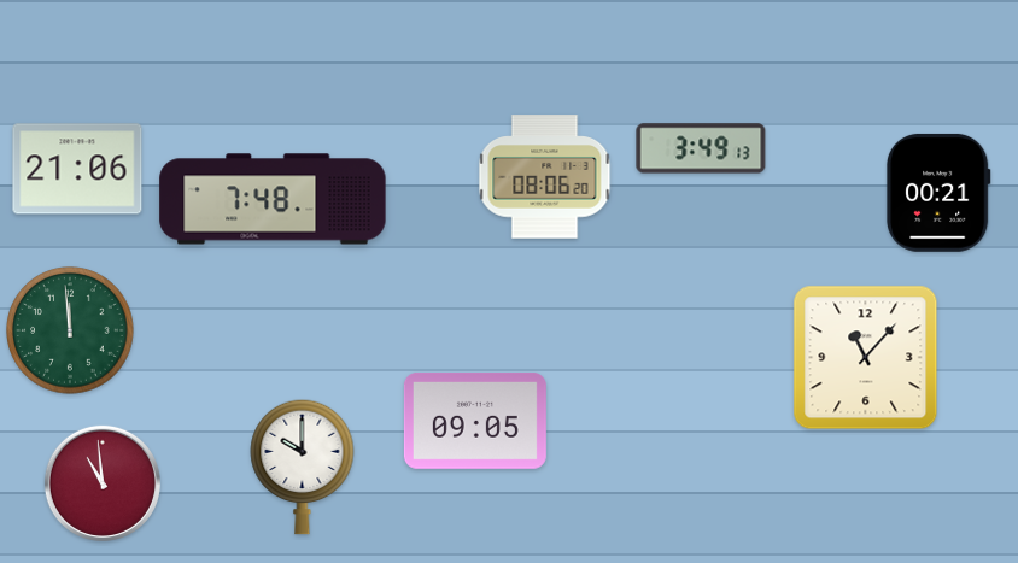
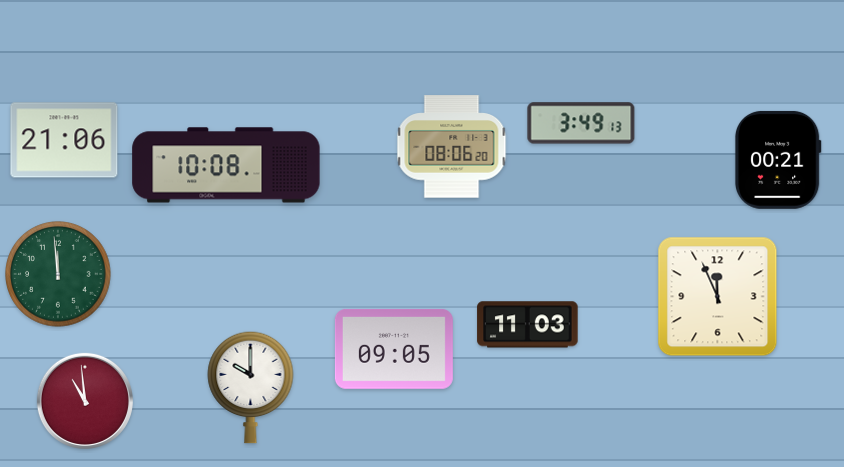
clock at (273, 199): 7:48 -> 10:08
clock at (866, 358): 11:07 -> 11:56
clock at (528, 325): none -> 11:03
